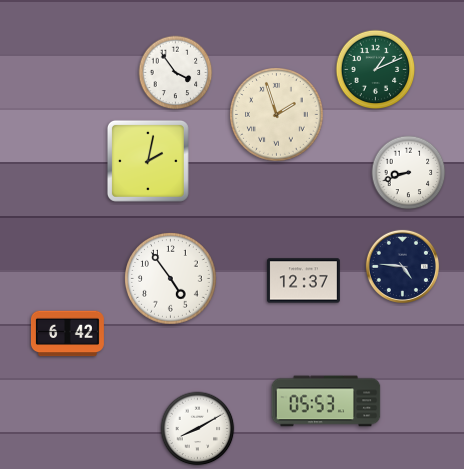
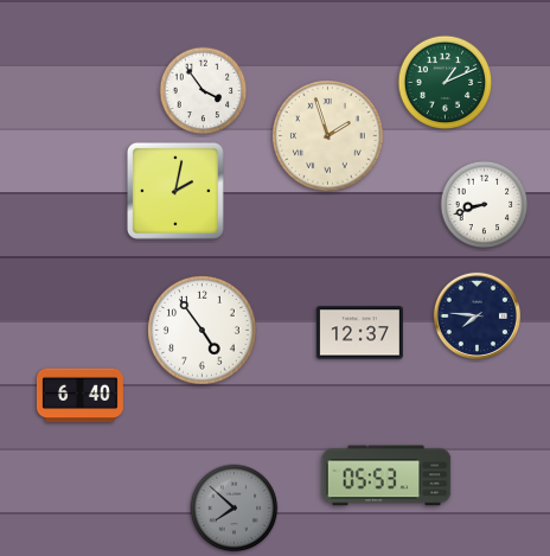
clock at (176, 73) position: (176, 73) -> (204, 91)
clock at (402, 266): 4:46 -> 7:46
clock at (67, 334): 6:42 -> 6:40
clock at (198, 429): 8:10 -> 7:52
clock at (198, 429) dial: white -> grey
